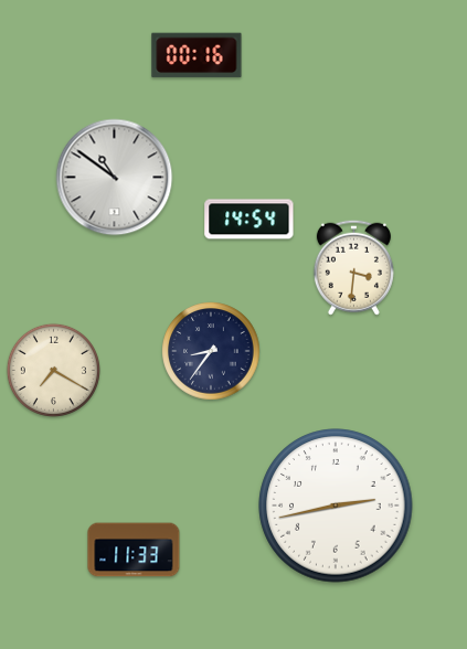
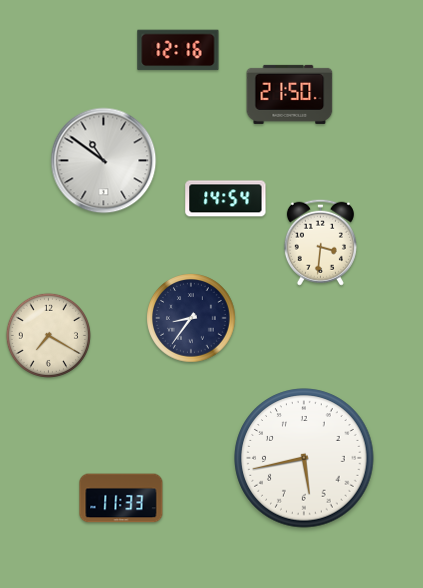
clock at (197, 55): 00:16 -> 12:16
clock at (290, 94): none -> 21:50
clock at (336, 506): 2:43 -> 5:43
